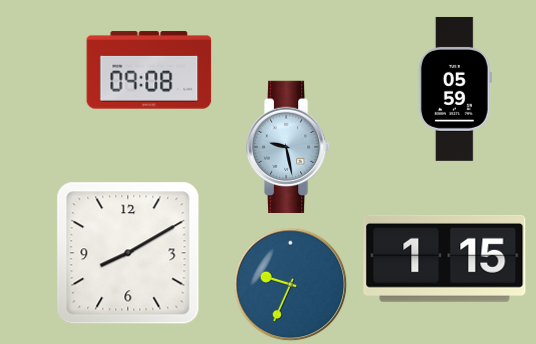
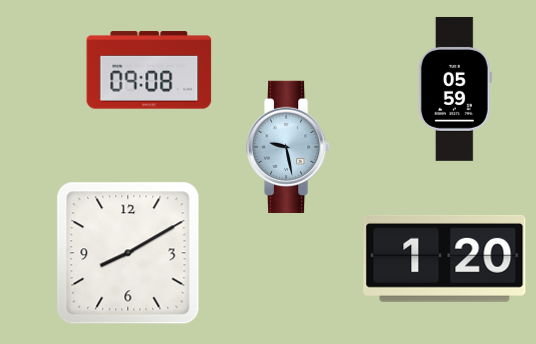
clock at (445, 258): 1:15 -> 1:20
clock at (290, 284): 9:34 -> none
